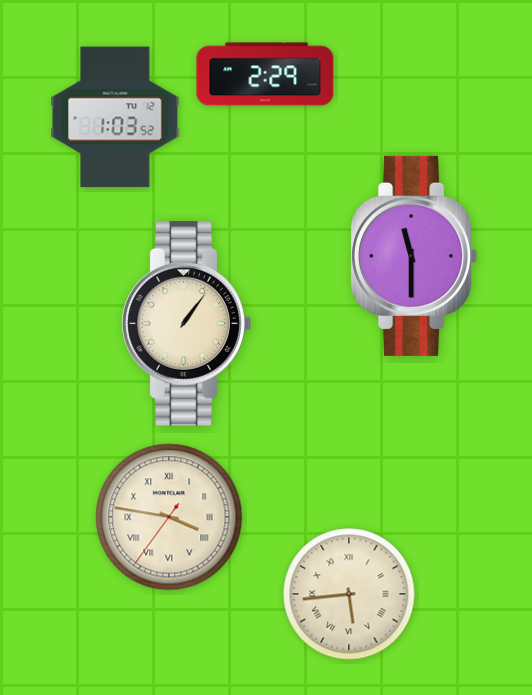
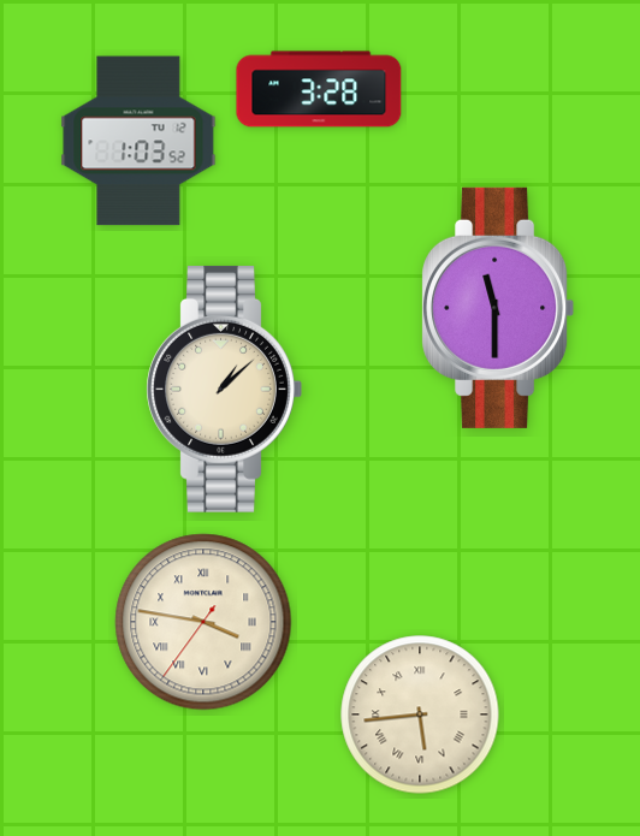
clock at (265, 74): 2:29 -> 3:28
clock at (186, 323): 1:06 -> 1:08
